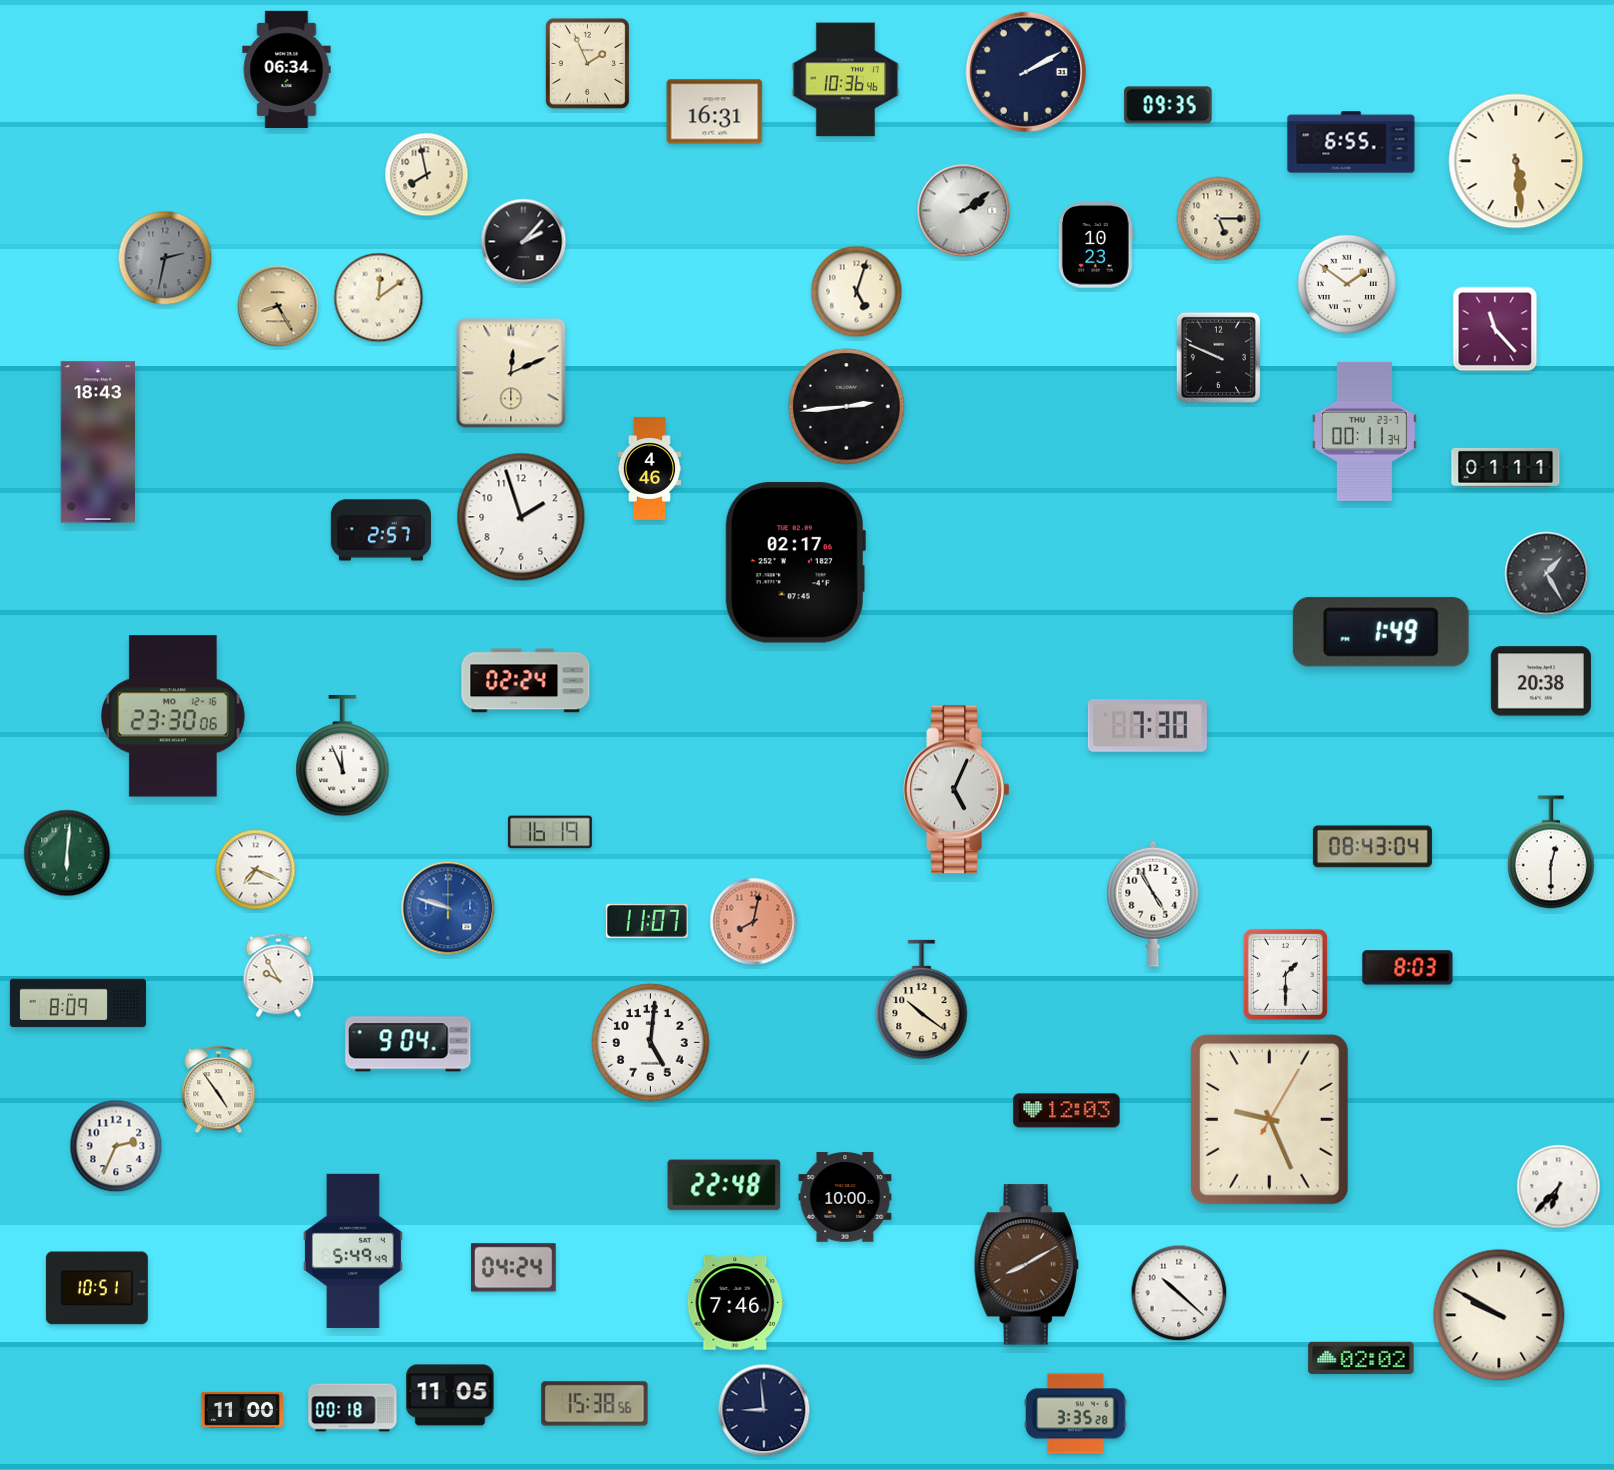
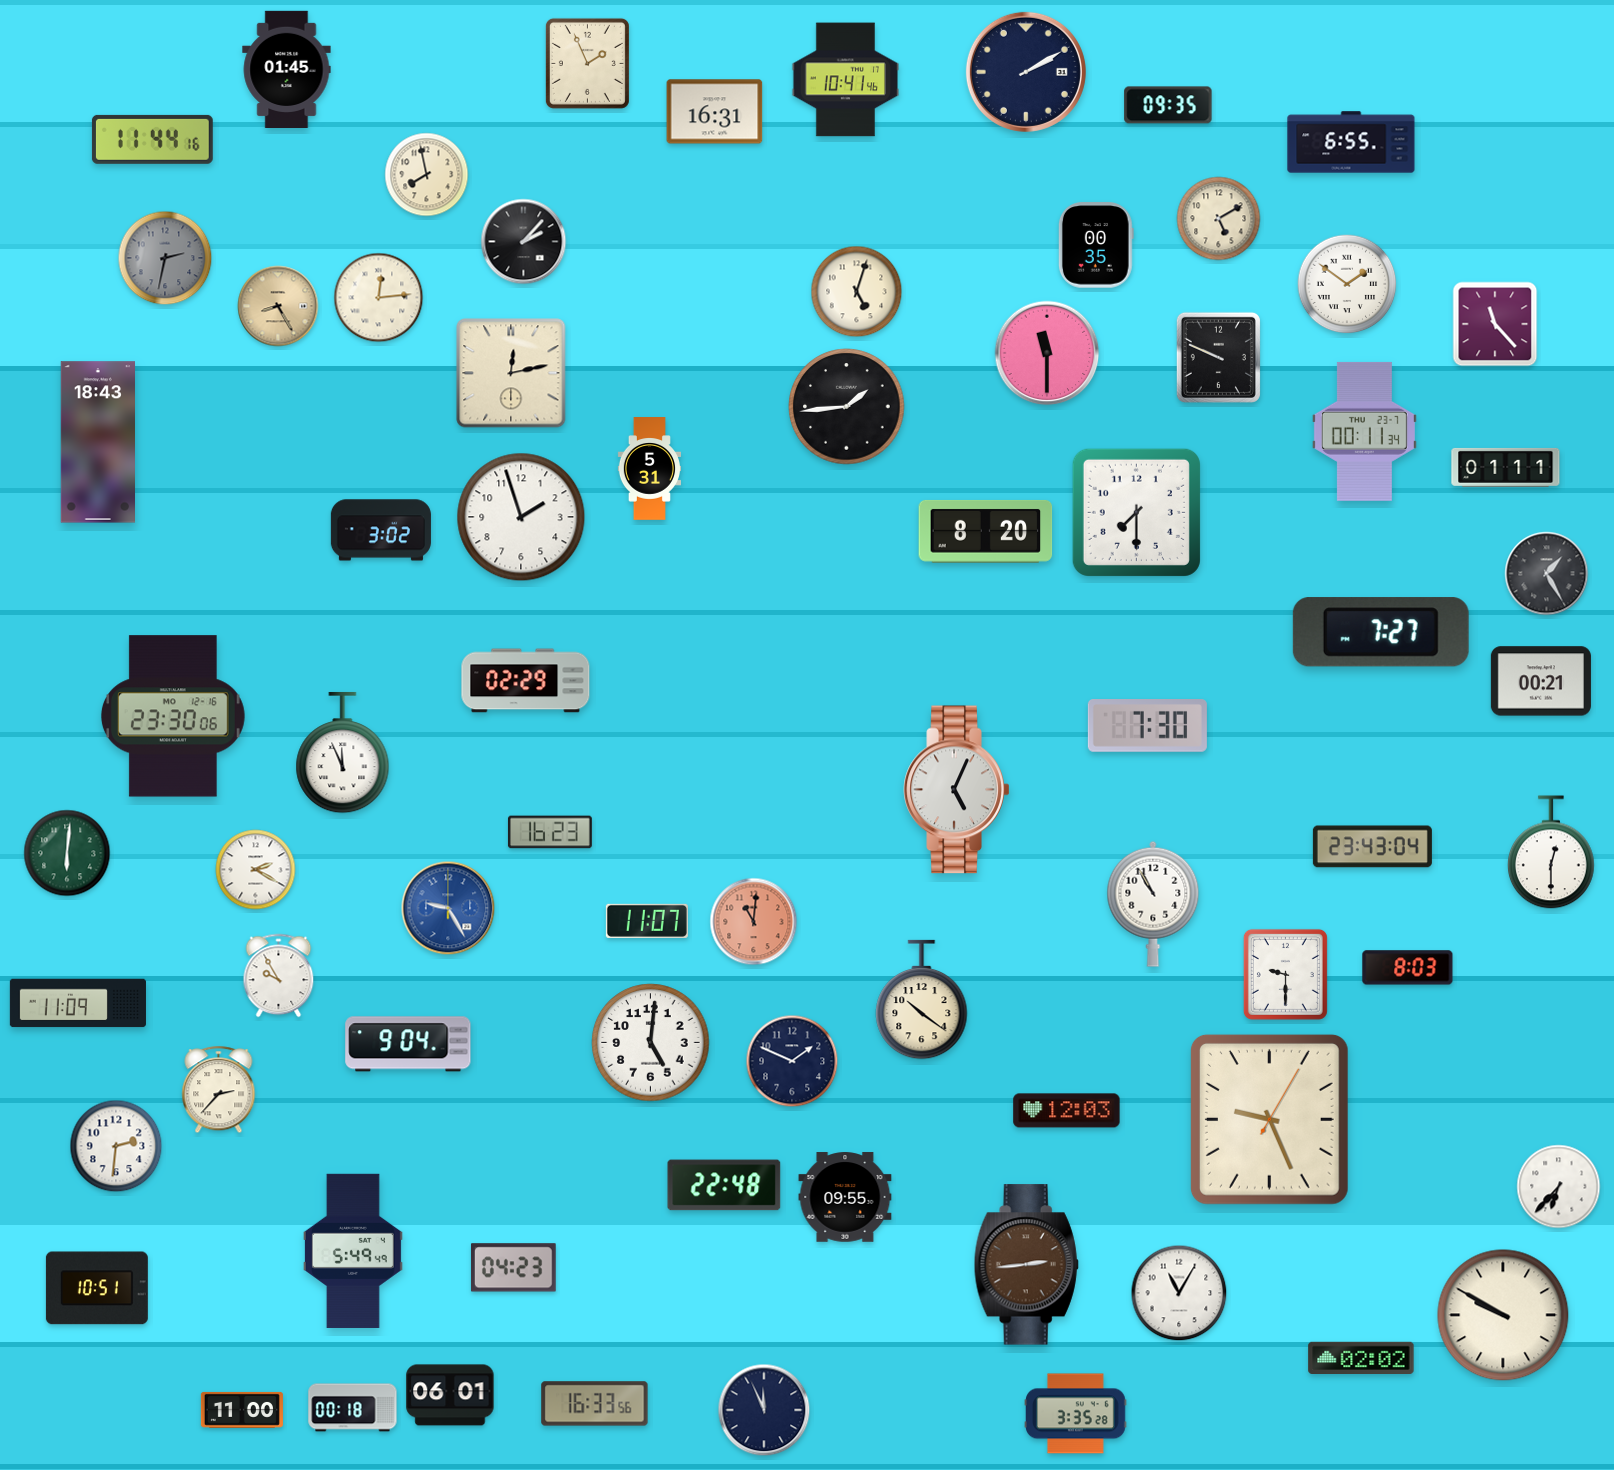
clock at (287, 69): 06:34 -> 01:45
clock at (845, 80): 10:36 -> 10:41
clock at (152, 139): none -> 11:44
clock at (1516, 161): 5:29 -> none
clock at (964, 211): 2:09 -> none
clock at (1219, 219): 5:15 -> 5:10
clock at (1096, 245): 10:23 -> 00:35
clock at (379, 298): 12:09 -> 12:14
clock at (1495, 329) position: (1495, 329) -> (1495, 324)
clock at (1047, 353): none -> 11:30
clock at (511, 373): 12:11 -> 12:13
clock at (847, 407): 2:44 -> 1:44
clock at (649, 469): 4:46 -> 5:31
clock at (1136, 512): none -> 7:30
clock at (381, 530): 2:57 -> 3:02
clock at (986, 531): none -> 8:20
clock at (795, 563): 02:17 -> none
clock at (1381, 632): 1:49 -> 7:27
clock at (526, 681): 02:24 -> 02:29
clock at (1541, 681): 20:38 -> 00:21
clock at (343, 756) position: (343, 756) -> (343, 753)
clock at (550, 832): 16:19 -> 16:23
clock at (1372, 847): 08:43 -> 23:43
clock at (256, 870): 7:19 -> 2:20
clock at (1153, 904): 4:55 -> 10:55
clock at (448, 908): 9:48 -> 9:25
clock at (754, 922): 8:02 -> 11:01
clock at (1285, 974): 1:30 -> 9:30
clock at (78, 1003): 8:09 -> 11:09
clock at (792, 1061): none -> 1:49
clock at (219, 1090): 4:54 -> 2:37
clock at (116, 1146): 2:34 -> 2:31
clock at (845, 1197): 10:00 -> 09:55
clock at (1026, 1265): 8:10 -> 2:44
clock at (513, 1268): 04:24 -> 04:23
clock at (1179, 1293): 10:22 -> 11:05
clock at (736, 1303): 7:46 -> none
clock at (1499, 1315) position: (1499, 1315) -> (1503, 1315)
clock at (450, 1395): 11:05 -> 06:01
clock at (595, 1404): 15:38 -> 16:33
clock at (764, 1410): 8:59 -> 11:56
